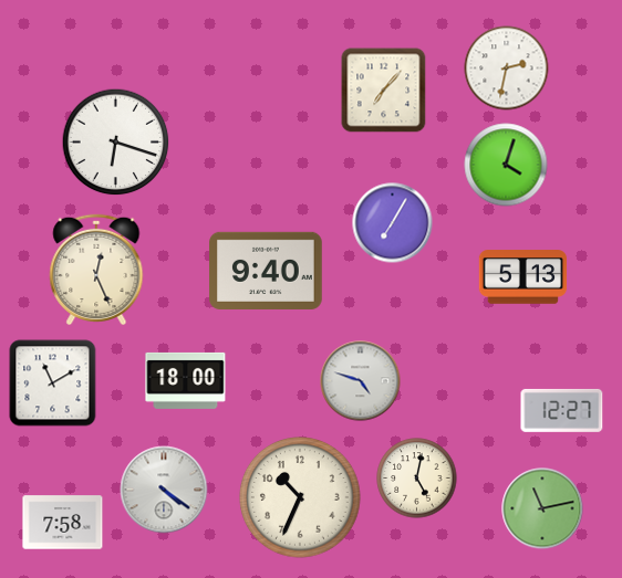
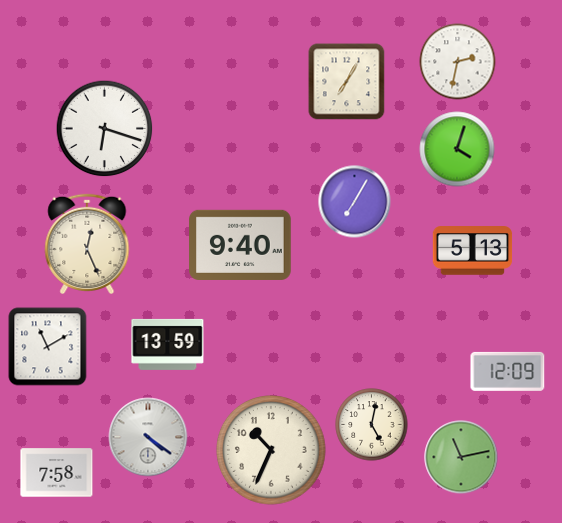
clock at (384, 91): 7:07 -> 7:05
clock at (186, 380): 18:00 -> 13:59
clock at (361, 381): 4:48 -> none
clock at (562, 410): 12:27 -> 12:09
clock at (417, 479) position: (417, 479) -> (372, 425)
clock at (164, 490) position: (164, 490) -> (148, 437)
clock at (542, 508) position: (542, 508) -> (461, 457)
